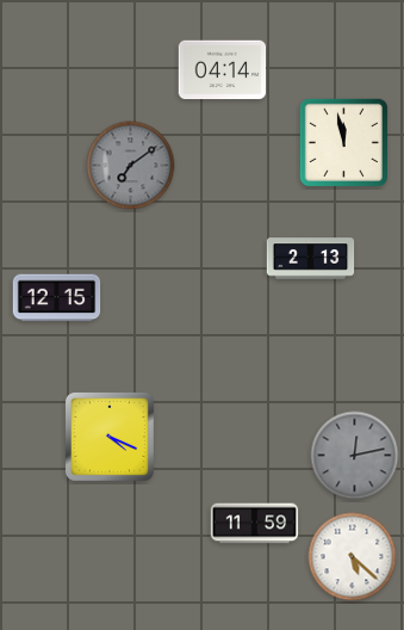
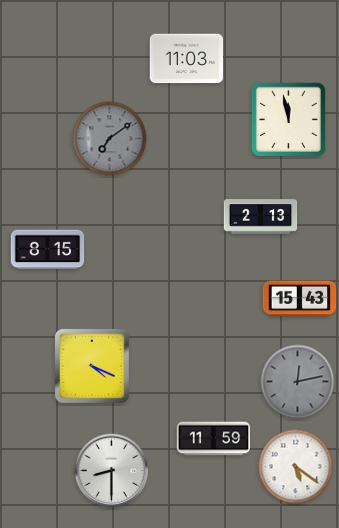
clock at (223, 70): 04:14 -> 11:03
clock at (57, 298): 12:15 -> 8:15
clock at (300, 299): none -> 15:43
clock at (353, 557): 5:22 -> 5:21
clock at (112, 471): none -> 8:30
